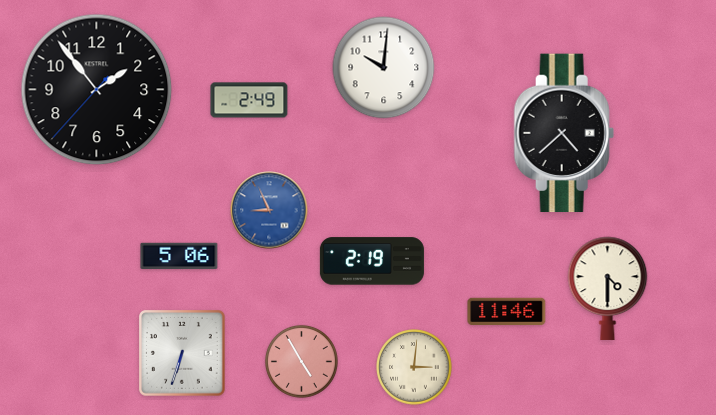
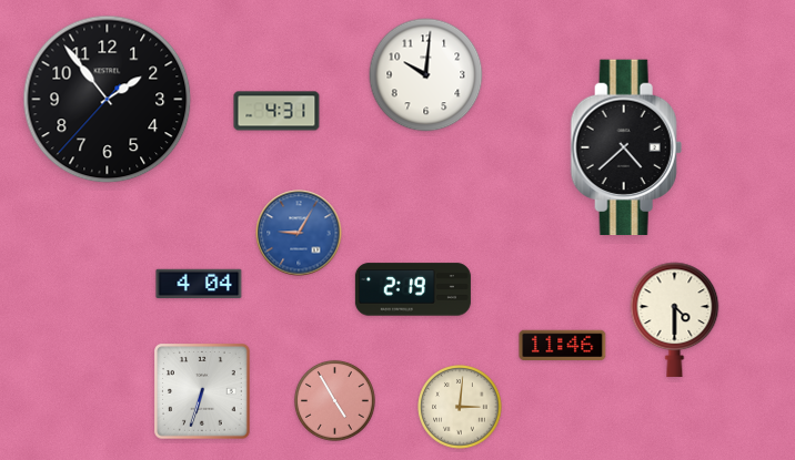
clock at (249, 100): 2:49 -> 4:31
clock at (269, 210): 8:56 -> 9:05
clock at (179, 256): 5:06 -> 4:04
